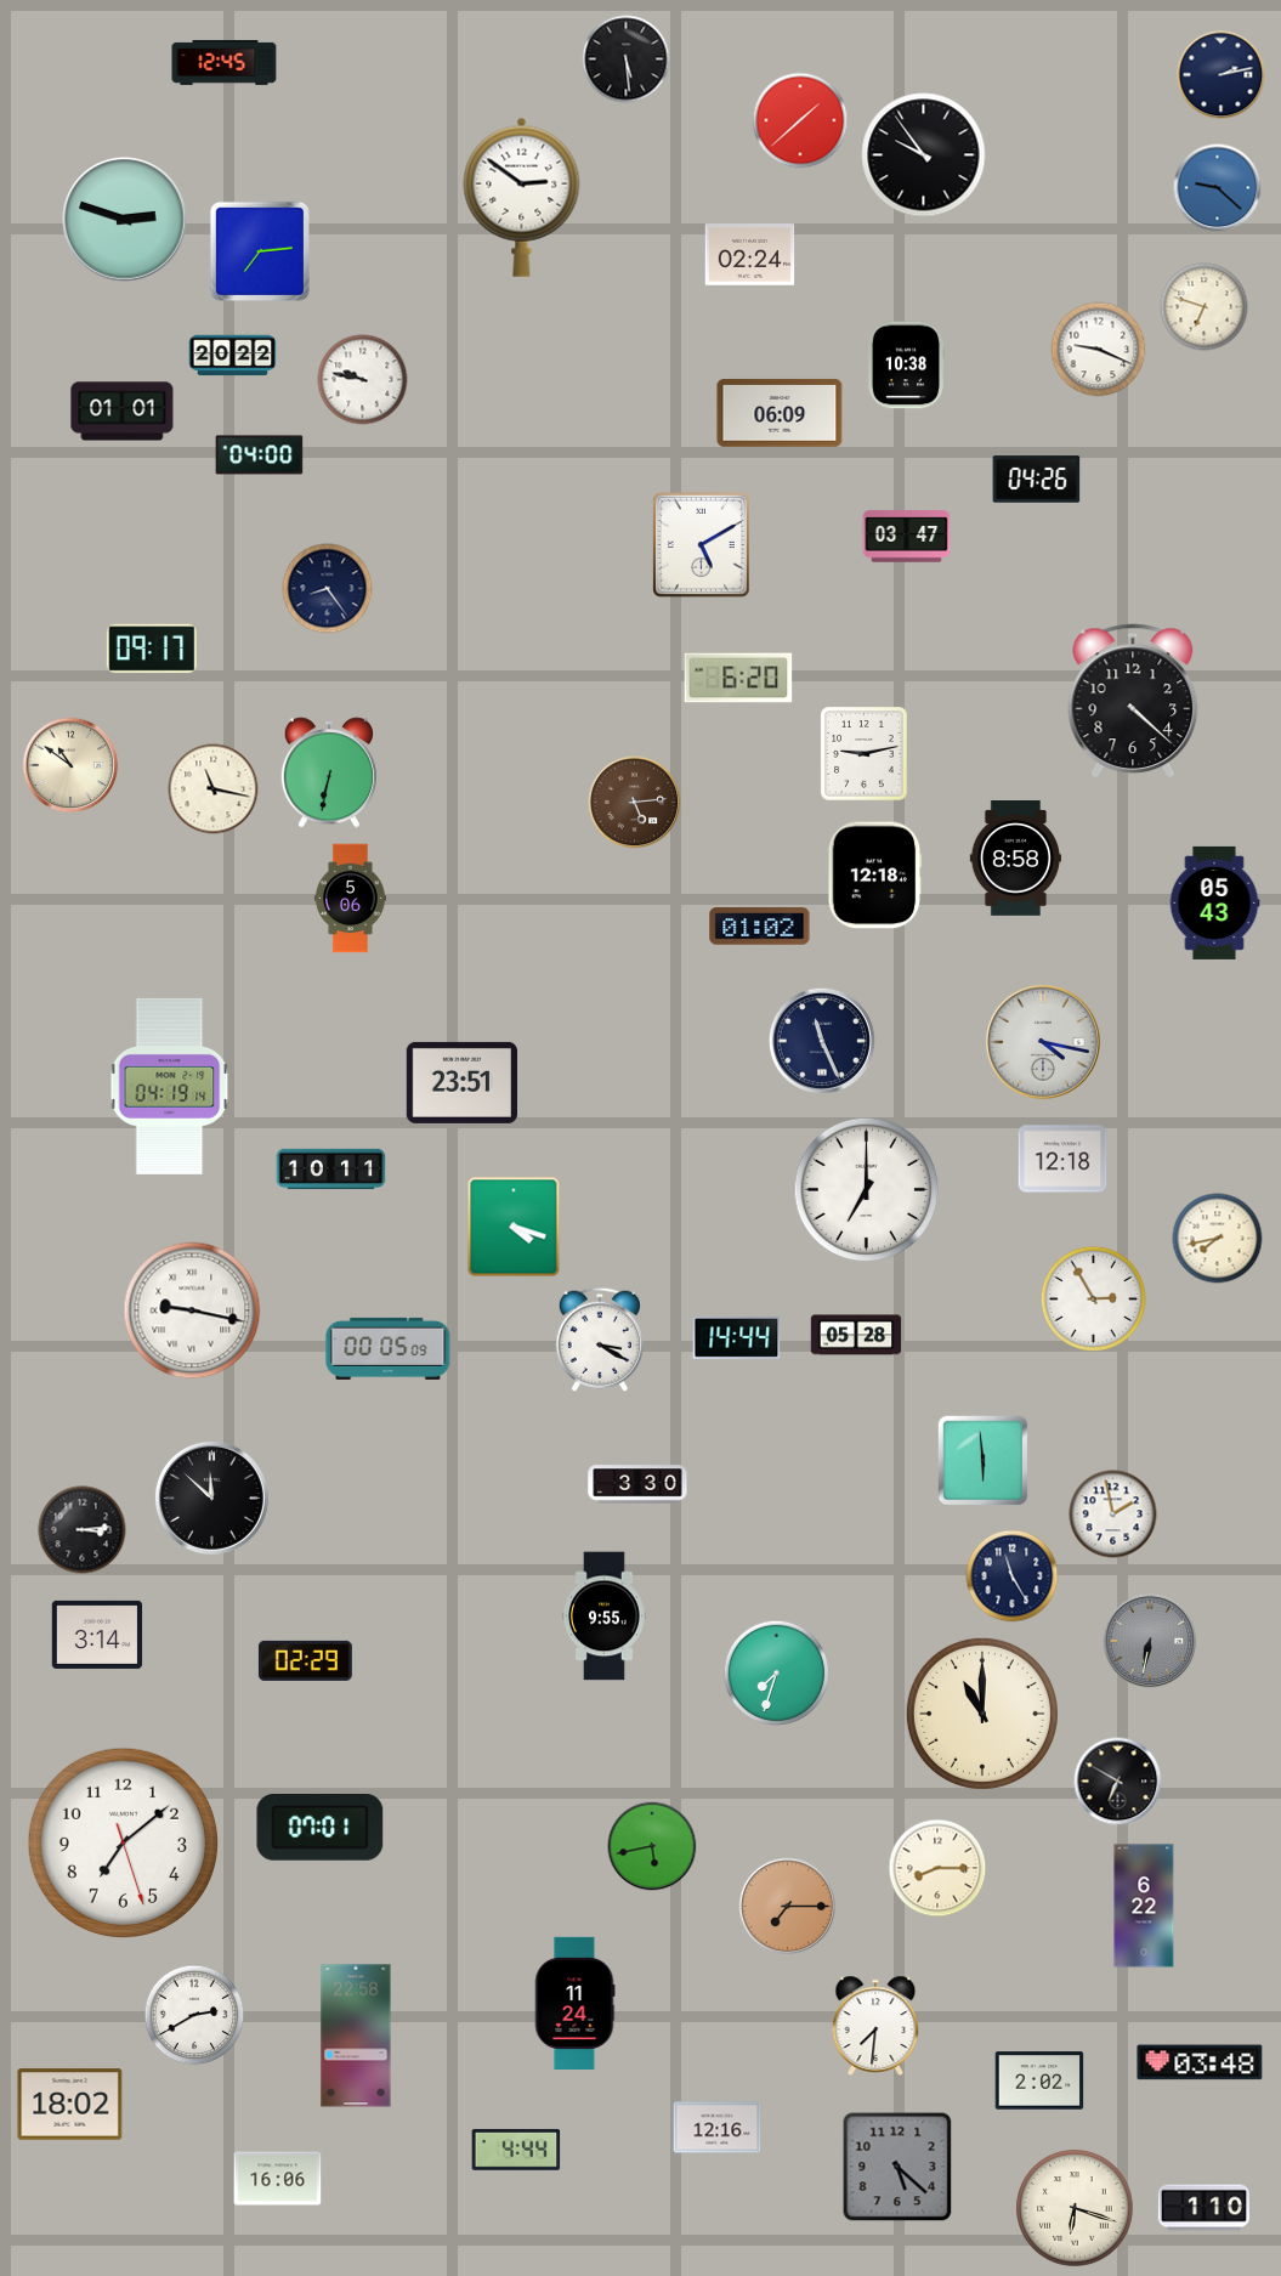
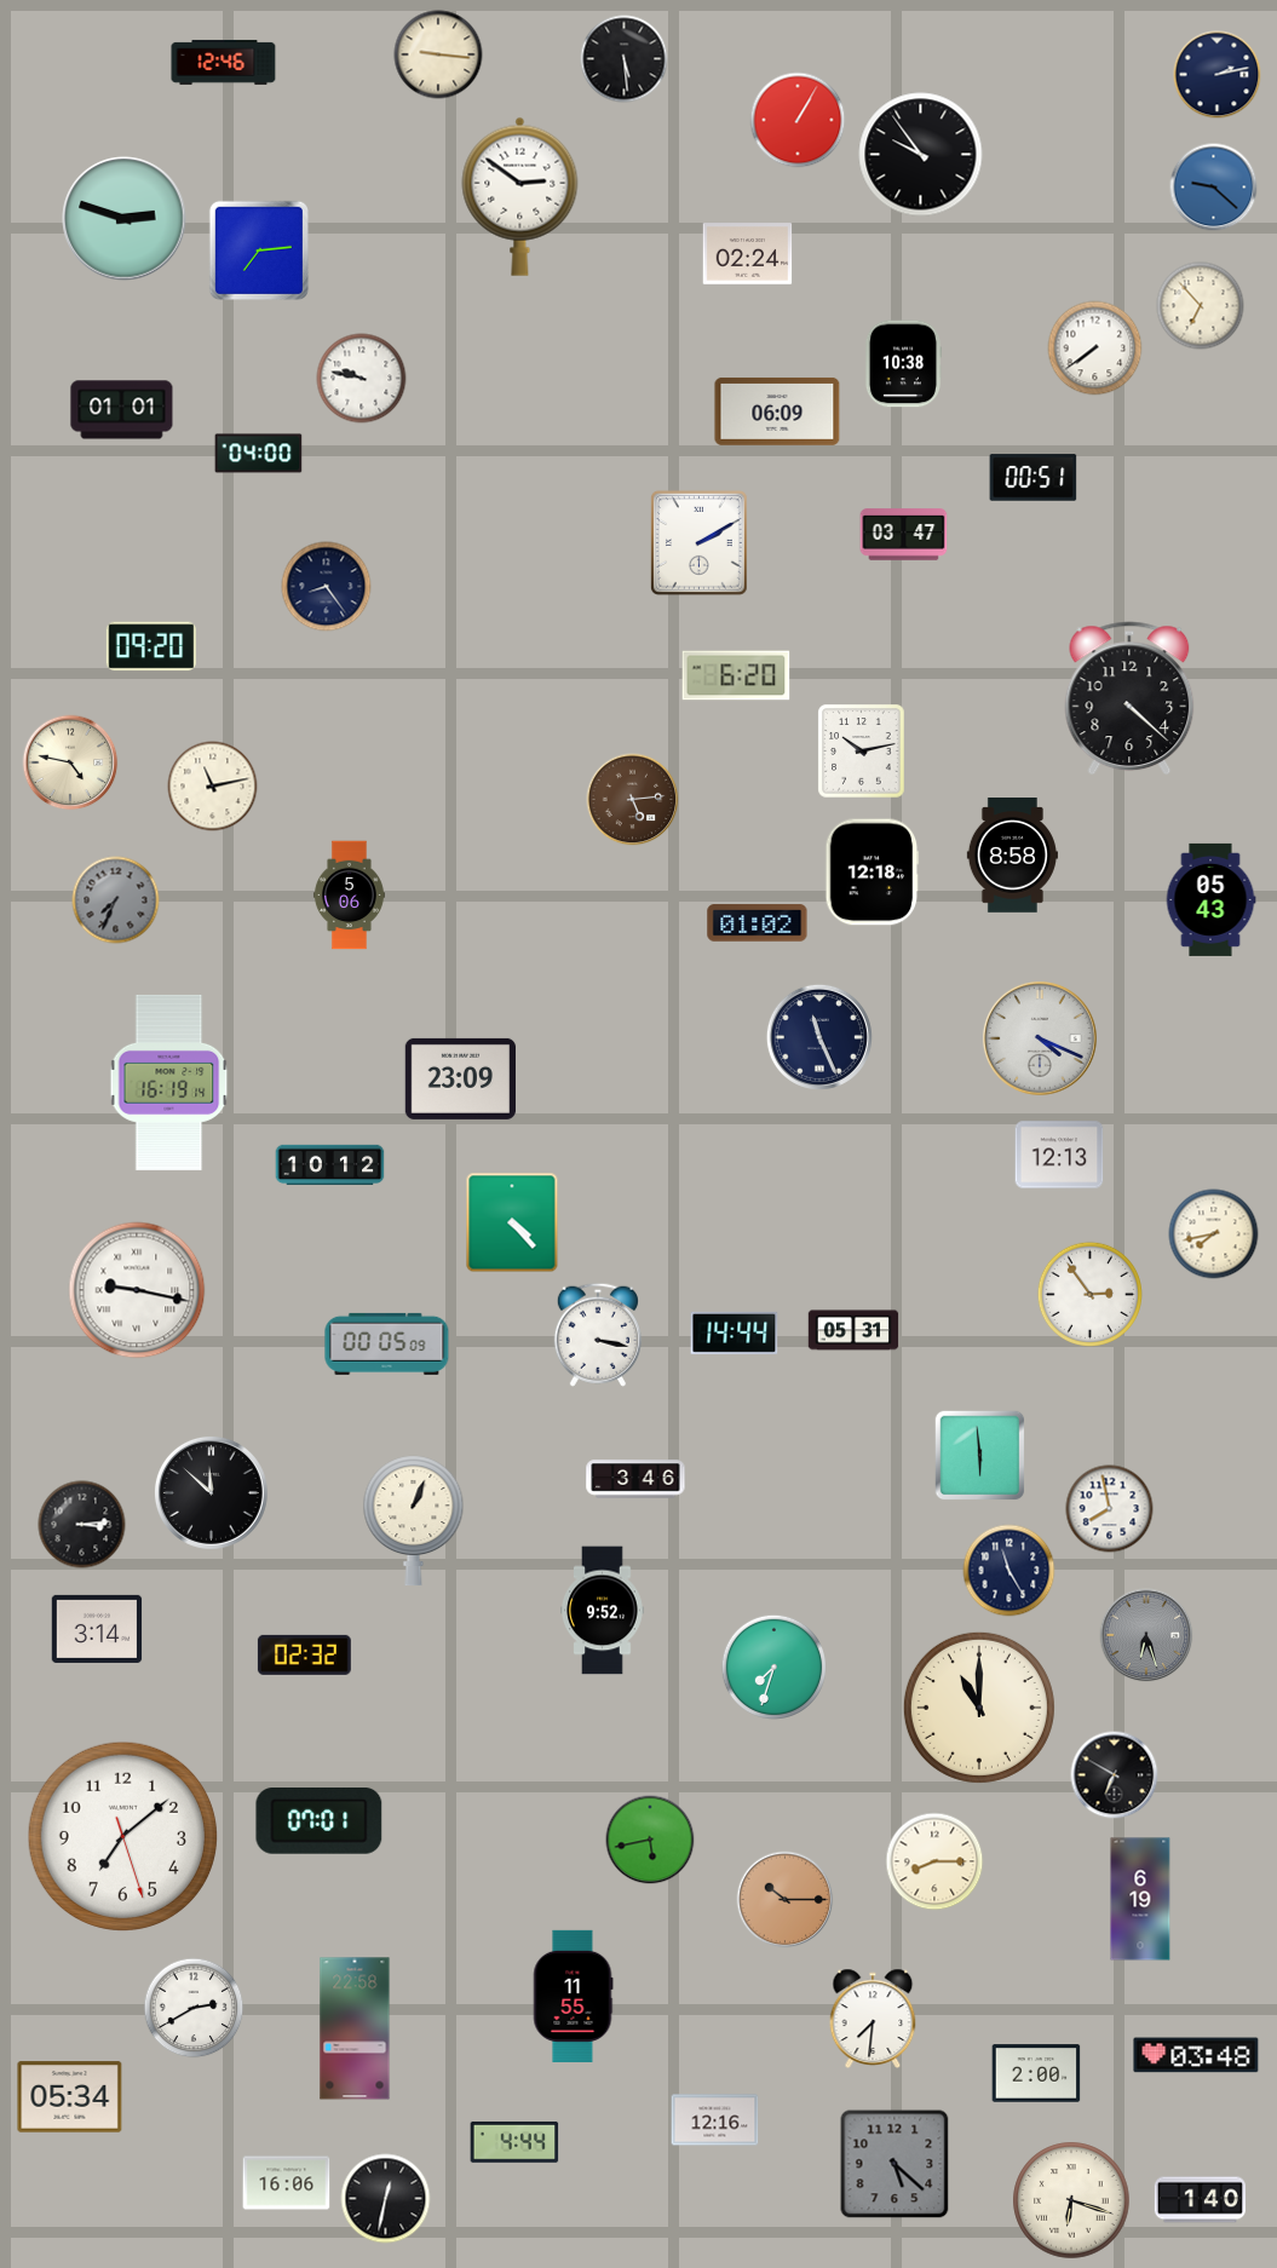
clock at (438, 54): none -> 9:16
clock at (225, 62): 12:45 -> 12:46
clock at (800, 120): 1:38 -> 1:05
clock at (1205, 307): 6:48 -> 6:53
clock at (1099, 350): 9:19 -> 7:39
clock at (233, 356): 20:22 -> none
clock at (1037, 480): 04:26 -> 00:51
clock at (701, 544): 5:10 -> 2:10
clock at (151, 649): 09:17 -> 09:20
clock at (865, 754): 9:13 -> 10:13
clock at (70, 765): 10:51 -> 4:47
clock at (329, 772): 6:32 -> none
clock at (214, 789): 11:17 -> 11:13
clock at (116, 900): none -> 7:34
clock at (1043, 1042): 4:17 -> 4:19
clock at (461, 1082): 23:51 -> 23:09
clock at (170, 1086): 04:19 -> 16:19
clock at (1062, 1159): 12:18 -> 12:13
clock at (331, 1170): 10:11 -> 10:12
clock at (867, 1190): 7:00 -> none
clock at (514, 1227): 4:18 -> 4:23
clock at (1093, 1298): 2:55 -> 2:54
clock at (192, 1310) position: (192, 1310) -> (137, 1290)
clock at (856, 1335): 05:28 -> 05:31
clock at (600, 1340): 3:20 -> 3:17
clock at (637, 1484): 3:30 -> 3:46
clock at (1113, 1514): 1:58 -> 7:58
clock at (414, 1521): none -> 1:04
clock at (605, 1617): 9:55 -> 9:52
clock at (1150, 1641): 6:32 -> 6:27
clock at (305, 1660): 02:29 -> 02:32
clock at (1144, 1906): 6:22 -> 6:19
clock at (788, 1907): 7:15 -> 10:15
clock at (574, 2003): 11:24 -> 11:55
clock at (1039, 2080): 2:02 -> 2:00
clock at (70, 2105): 18:02 -> 05:34
clock at (897, 2167) position: (897, 2167) -> (895, 2164)
clock at (278, 2179) position: (278, 2179) -> (287, 2183)
clock at (386, 2199): none -> 12:32
clock at (1203, 2208): 1:10 -> 1:40
